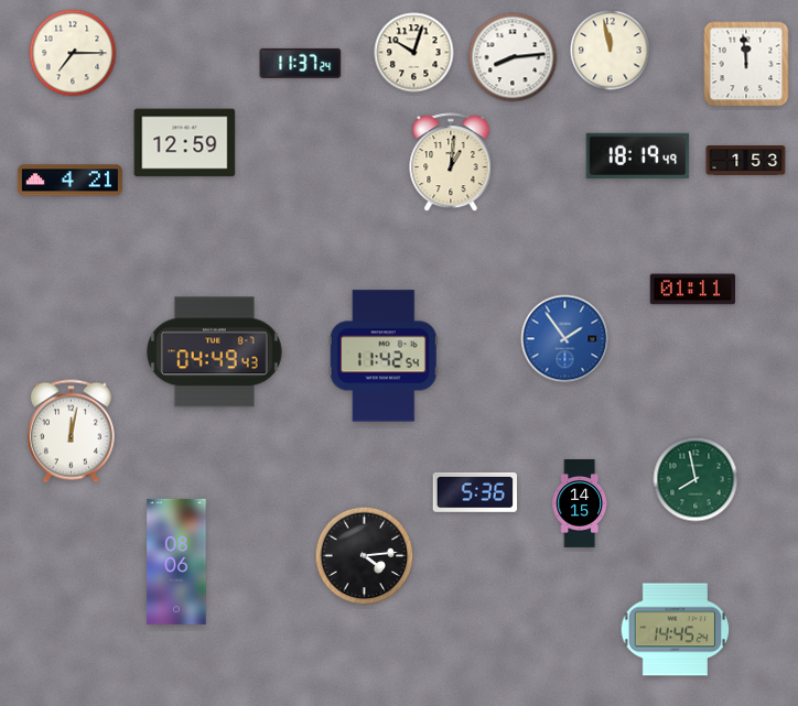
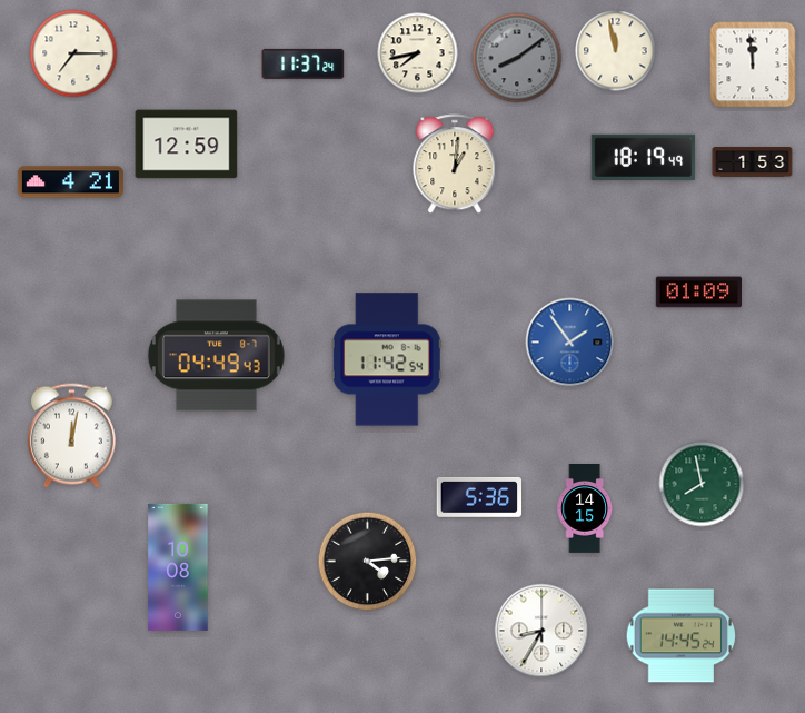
clock at (414, 53): 10:03 -> 7:43
clock at (513, 57): 8:14 -> 8:09
clock at (513, 57) dial: white -> grey
clock at (692, 290): 01:11 -> 01:09
clock at (176, 562): 08:06 -> 10:08
clock at (541, 631): none -> 8:35
